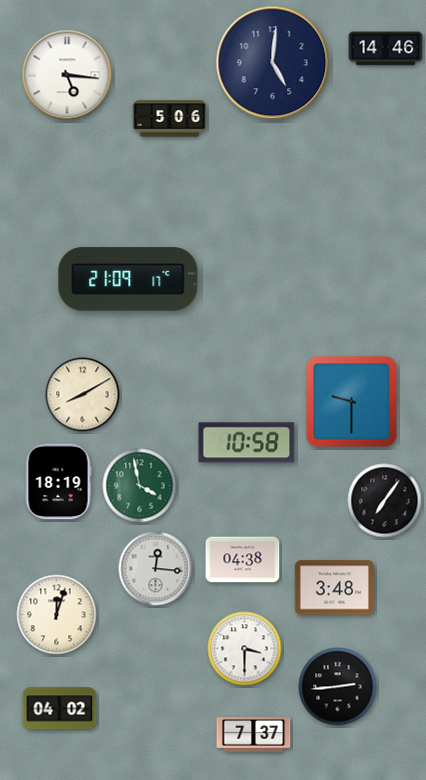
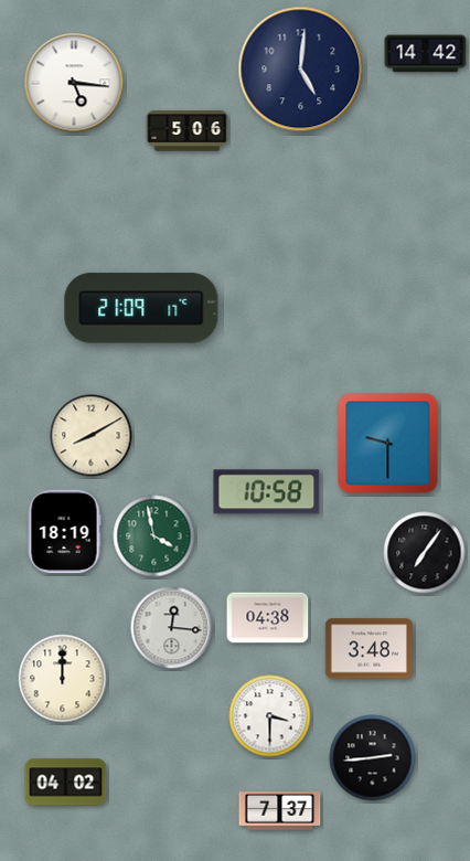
clock at (386, 49): 14:46 -> 14:42
clock at (247, 443) position: (247, 443) -> (267, 492)
clock at (57, 615): 12:03 -> 12:00
